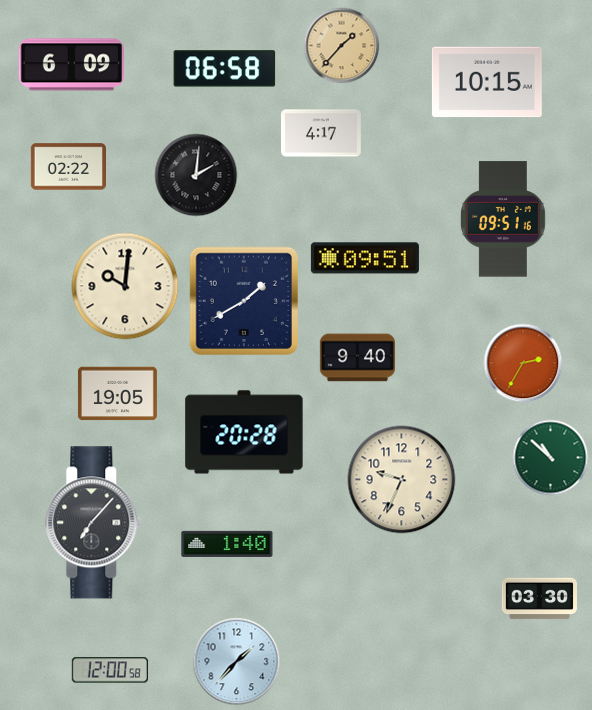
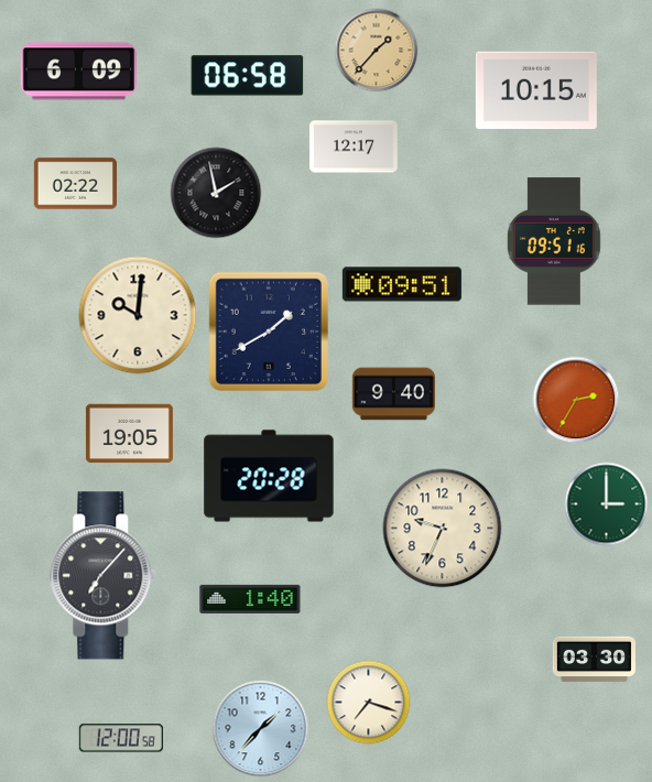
clock at (321, 133): 4:17 -> 12:17
clock at (196, 175): 2:01 -> 1:58
clock at (551, 458): 10:52 -> 3:00
clock at (369, 703): none -> 7:18
